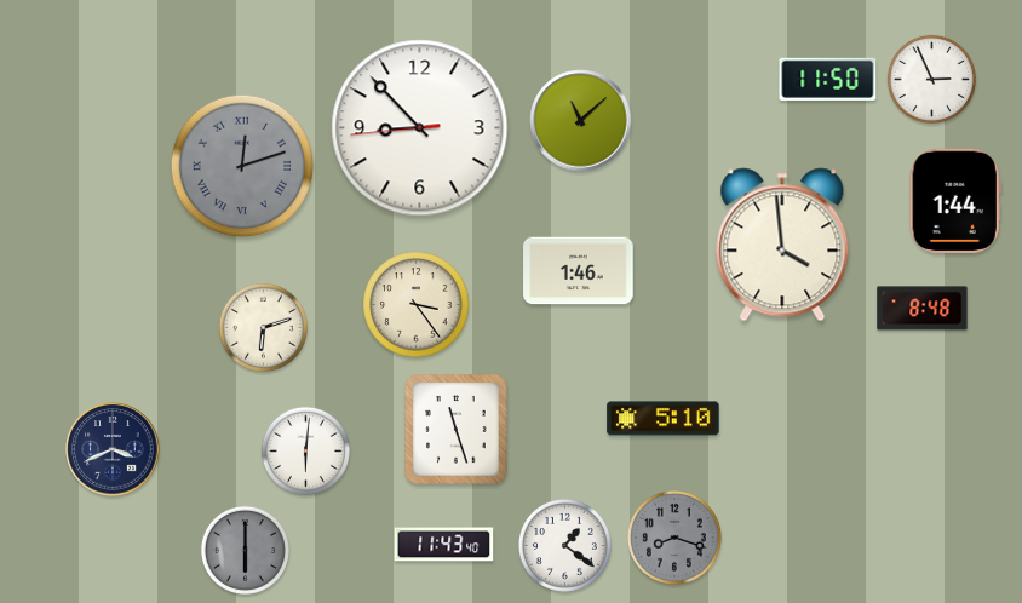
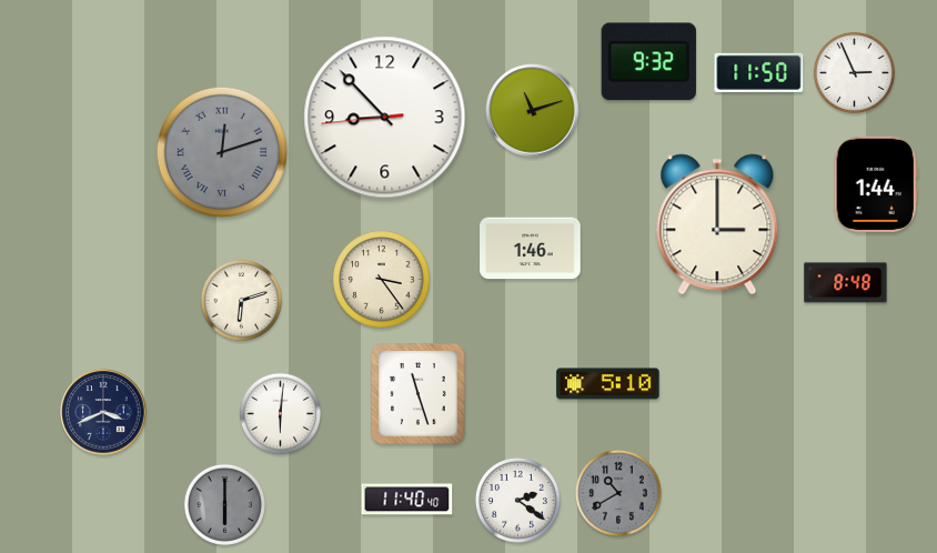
clock at (648, 62): none -> 9:32
clock at (581, 121): 11:08 -> 11:12
clock at (782, 245): 3:59 -> 3:00
clock at (674, 538): 8:18 -> 10:40
clock at (444, 545): 11:43 -> 11:40
clock at (564, 545): 1:21 -> 2:21
